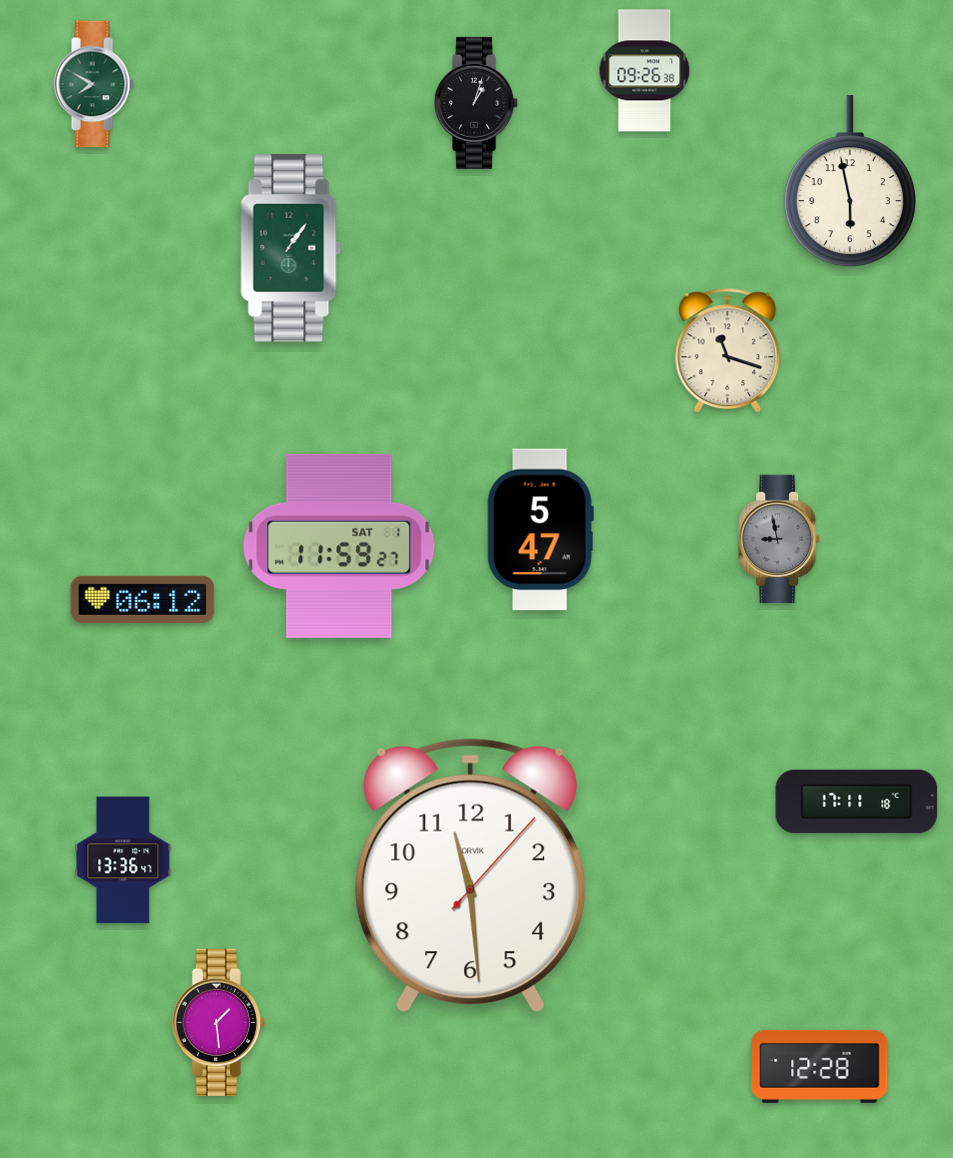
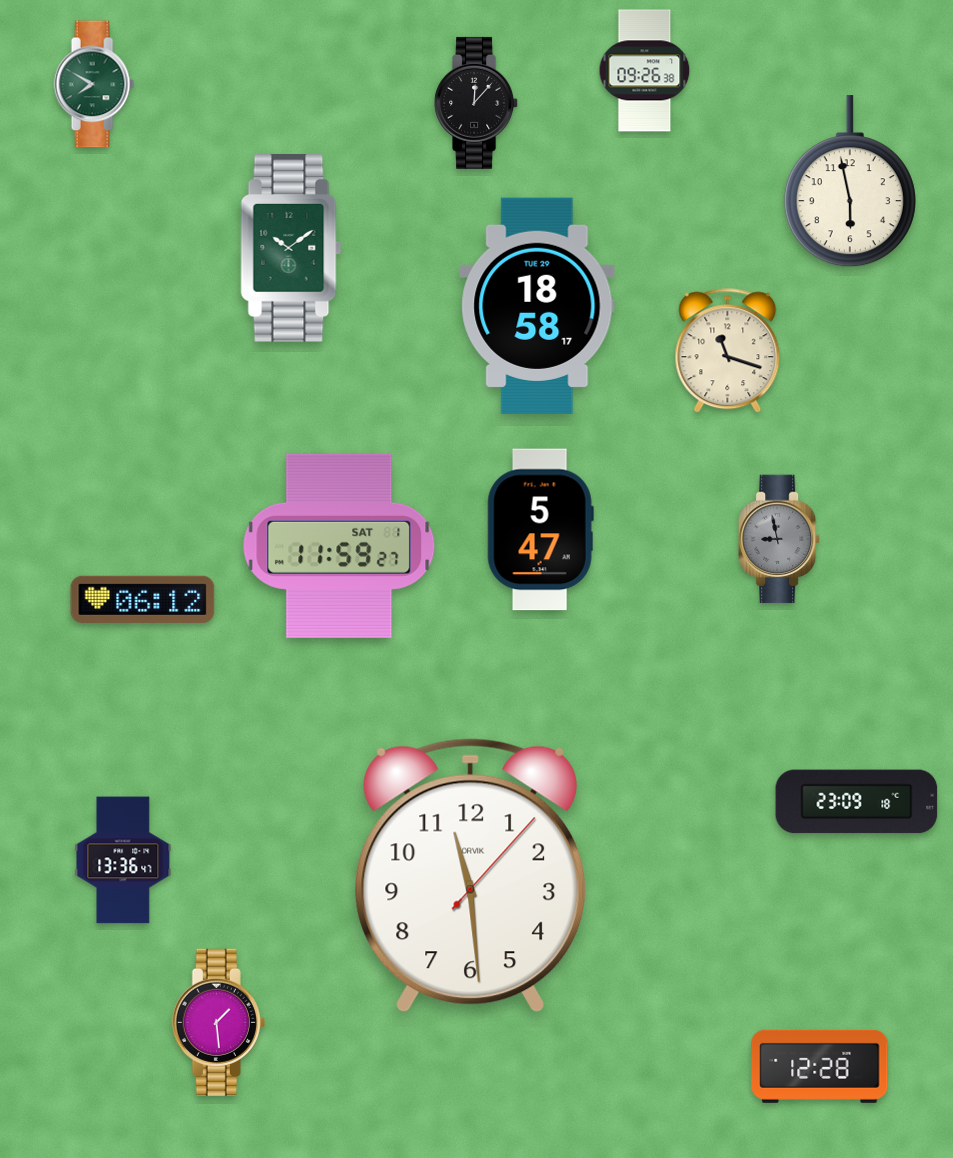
clock at (477, 103): 1:03 -> 12:07
clock at (291, 248): 1:06 -> 10:09
clock at (537, 305): none -> 18:58
clock at (857, 802): 17:11 -> 23:09
